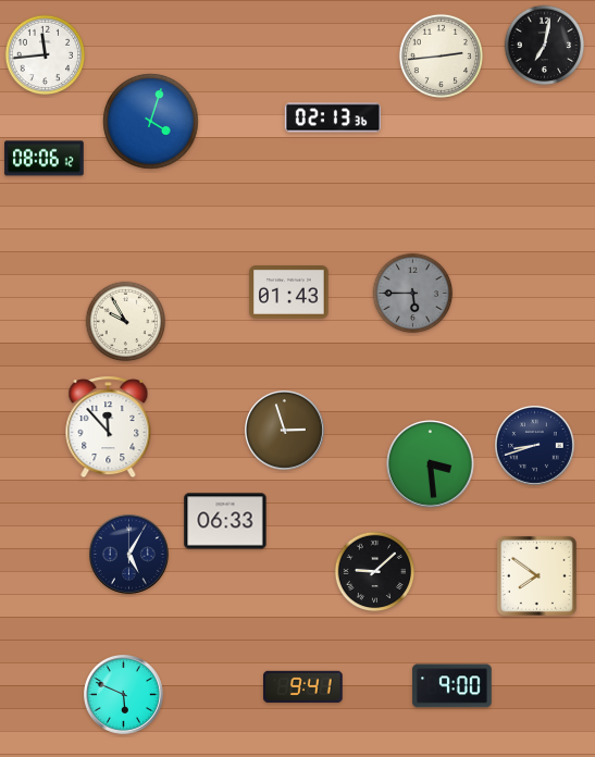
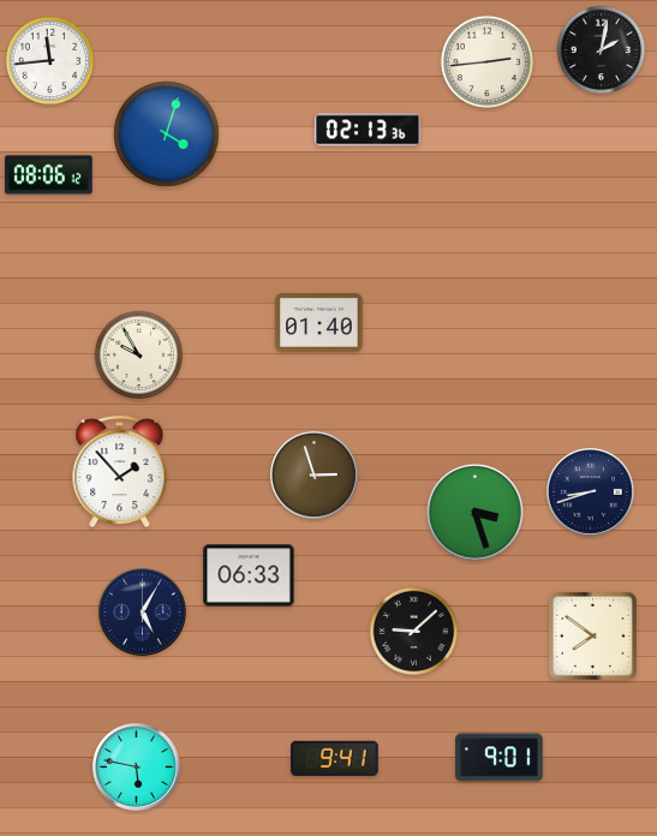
clock at (545, 46): 7:02 -> 2:02
clock at (289, 293): 01:43 -> 01:40
clock at (413, 294): 5:45 -> none
clock at (109, 427): 11:53 -> 1:53
clock at (431, 464): 3:29 -> 3:27
clock at (453, 686): 9:00 -> 9:01
clock at (124, 695): 5:49 -> 5:47
